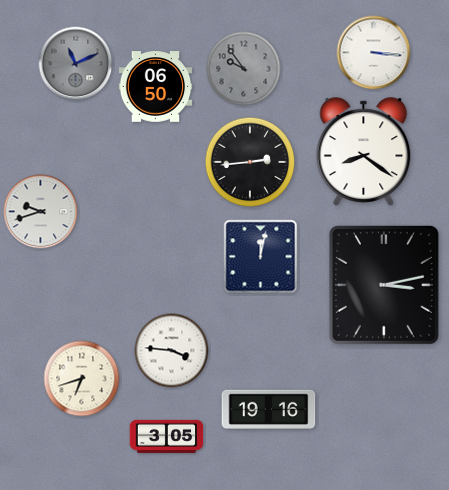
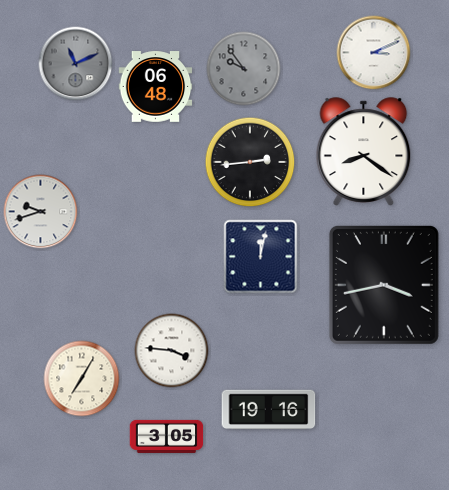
clock at (374, 53): 3:16 -> 3:11
clock at (156, 87): 06:50 -> 06:48
clock at (384, 285): 3:13 -> 3:43
clock at (82, 379): 6:42 -> 7:05
